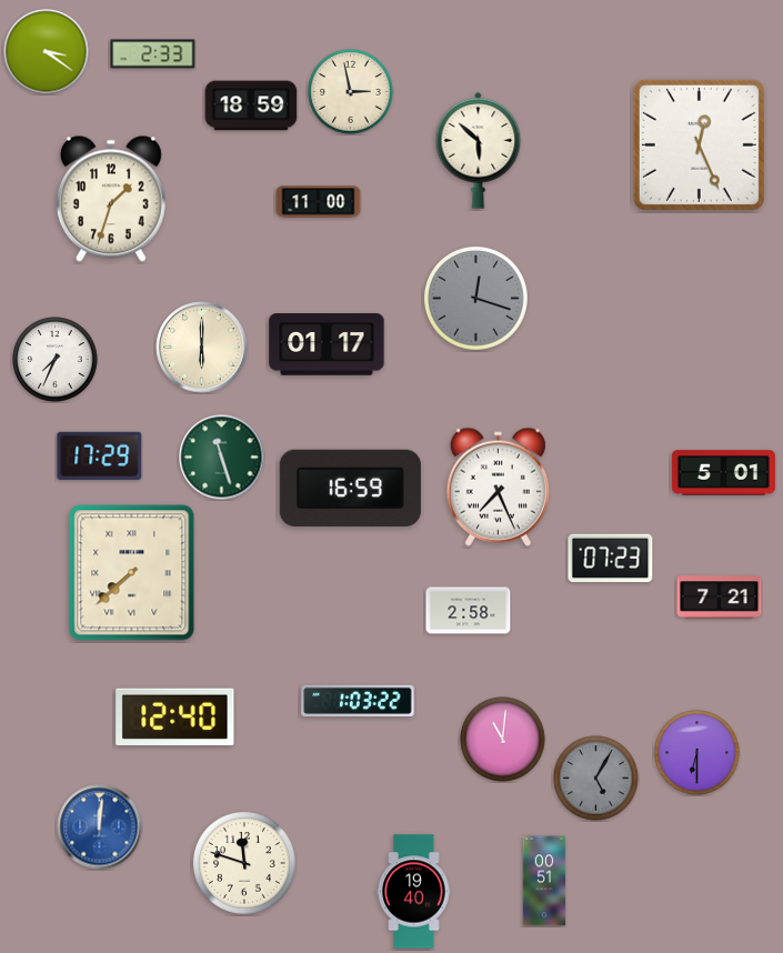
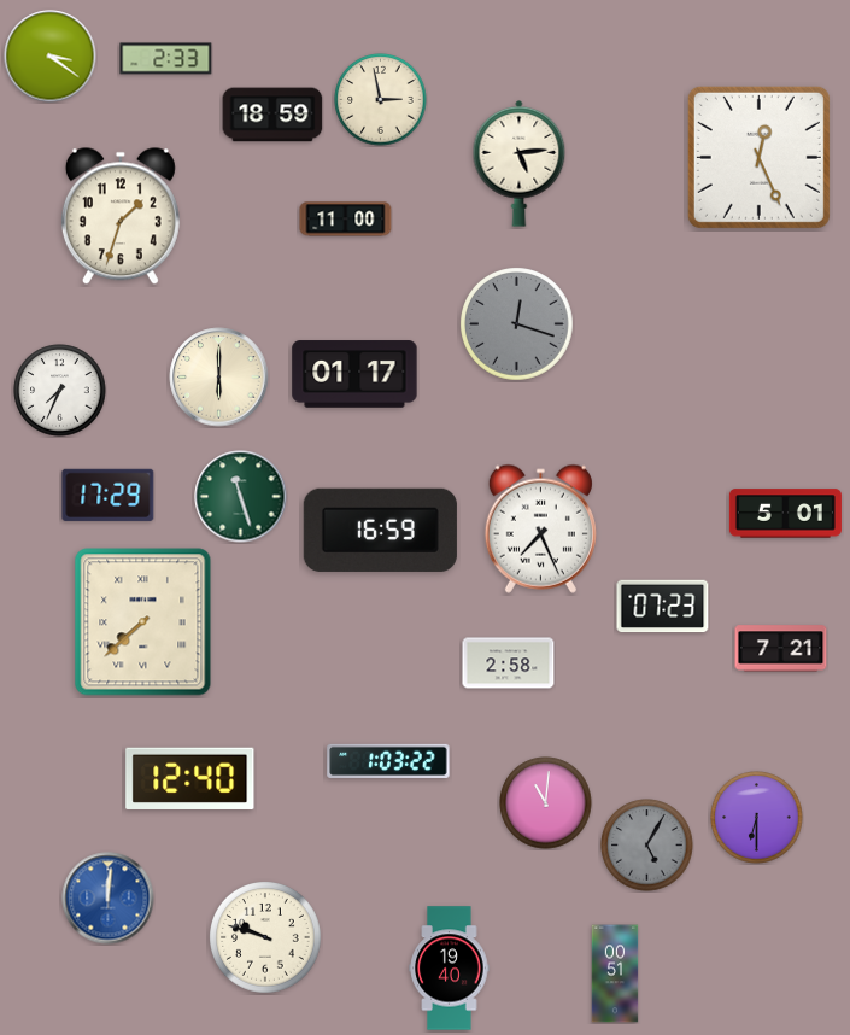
clock at (479, 150): 5:52 -> 5:14
clock at (245, 864): 11:48 -> 9:48
clock at (544, 881) position: (544, 881) -> (615, 973)
